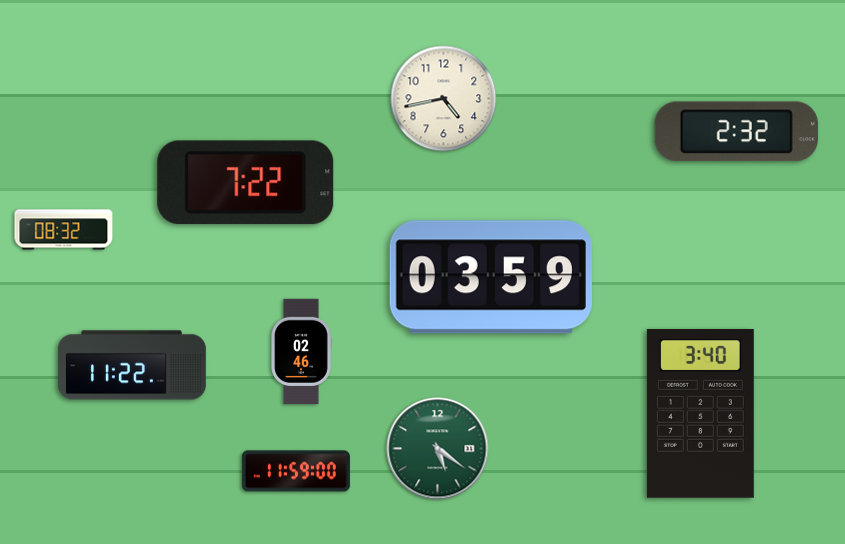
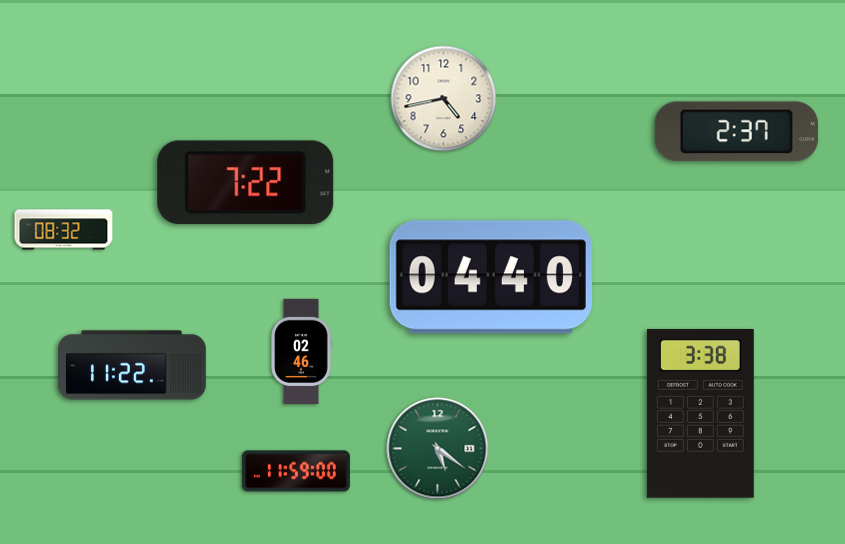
clock at (736, 132): 2:32 -> 2:37
clock at (491, 277): 03:59 -> 04:40
clock at (700, 413): 3:40 -> 3:38
